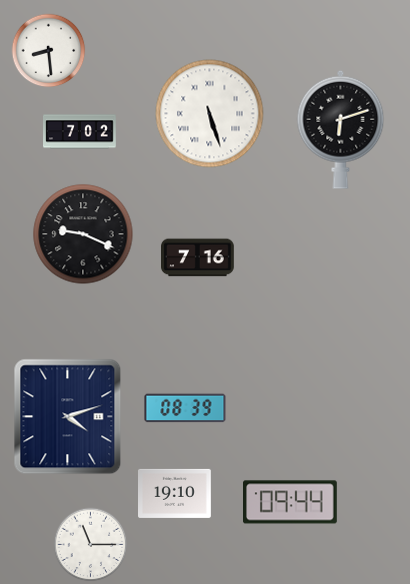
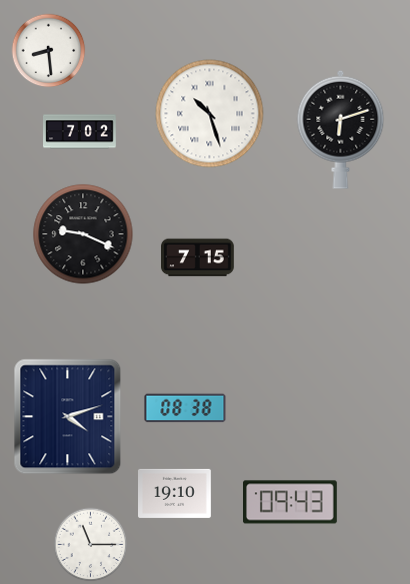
clock at (210, 114): 5:27 -> 10:27
clock at (198, 258): 7:16 -> 7:15
clock at (185, 408): 08:39 -> 08:38
clock at (291, 502): 09:44 -> 09:43
